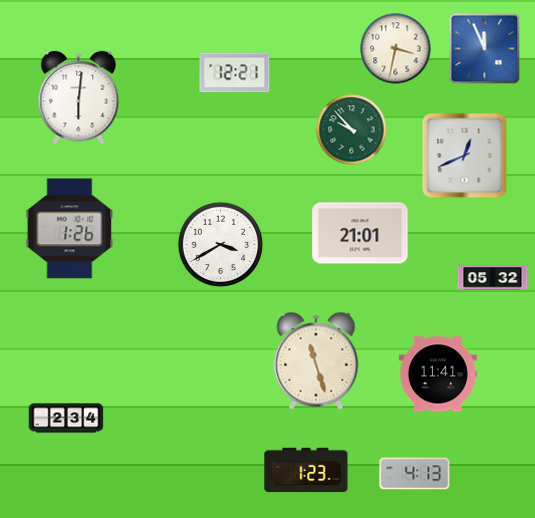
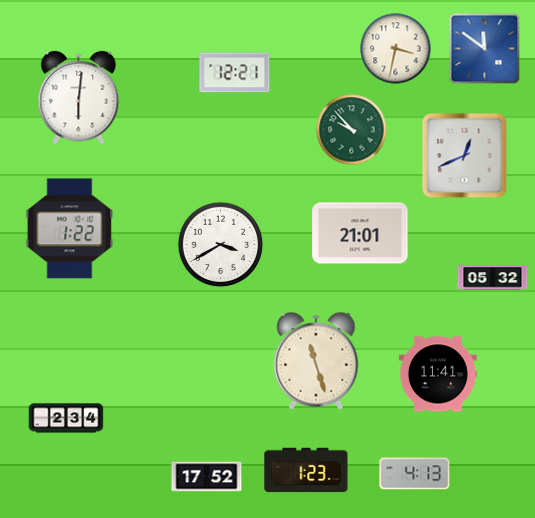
clock at (485, 49): 11:56 -> 11:51
clock at (70, 229): 1:26 -> 1:22
clock at (207, 477): none -> 17:52
